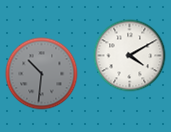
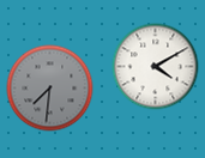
clock at (42, 74): 10:31 -> 7:31
